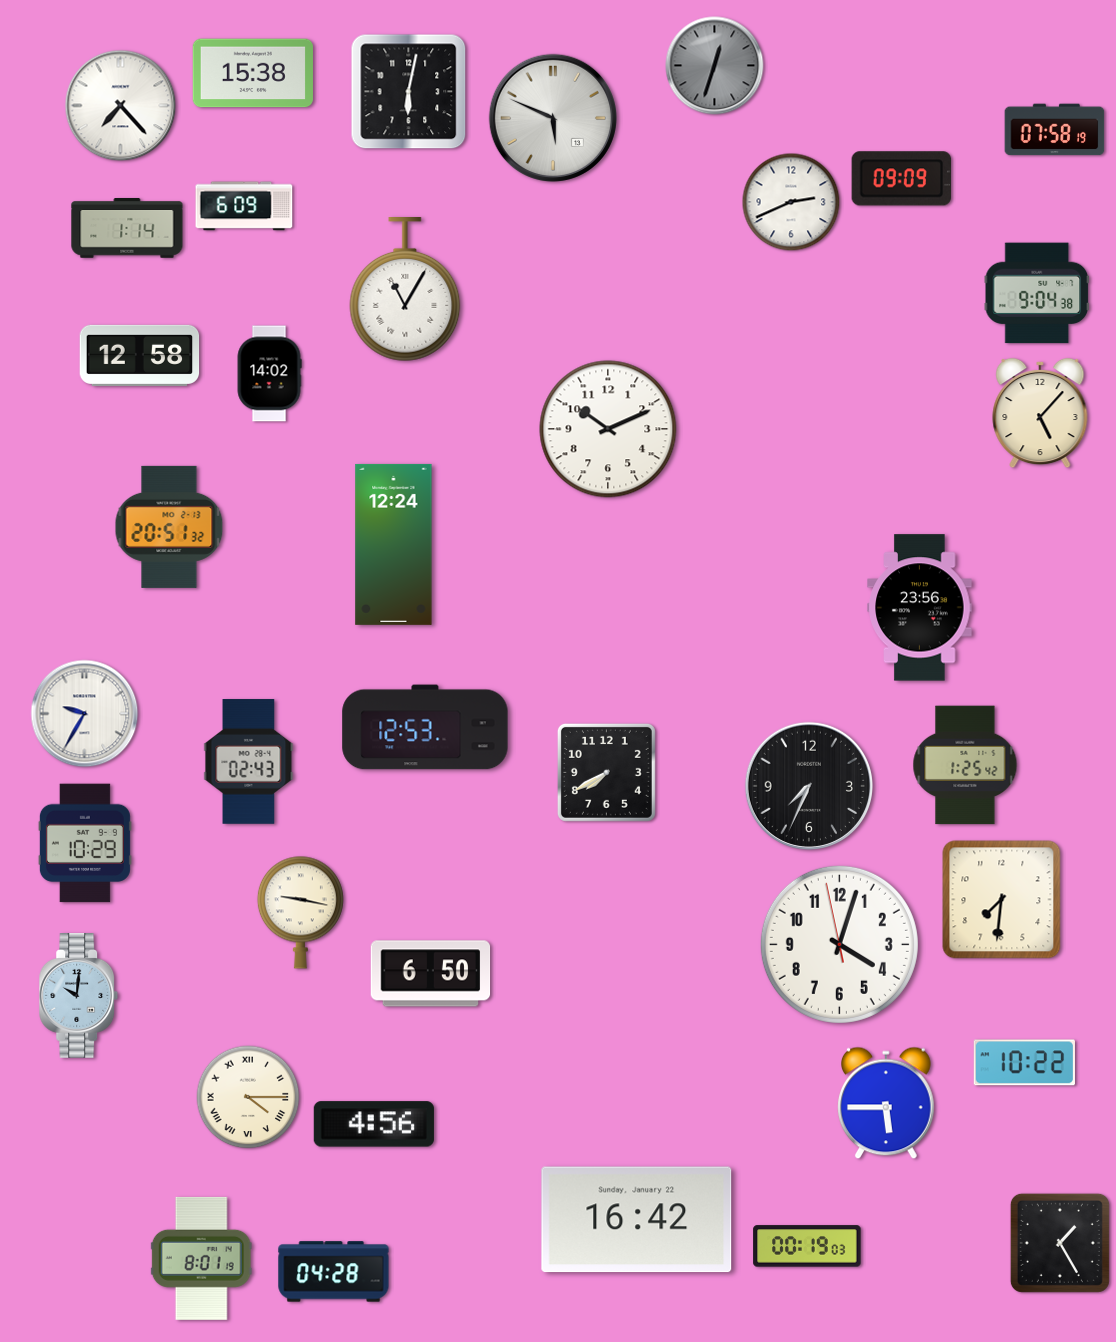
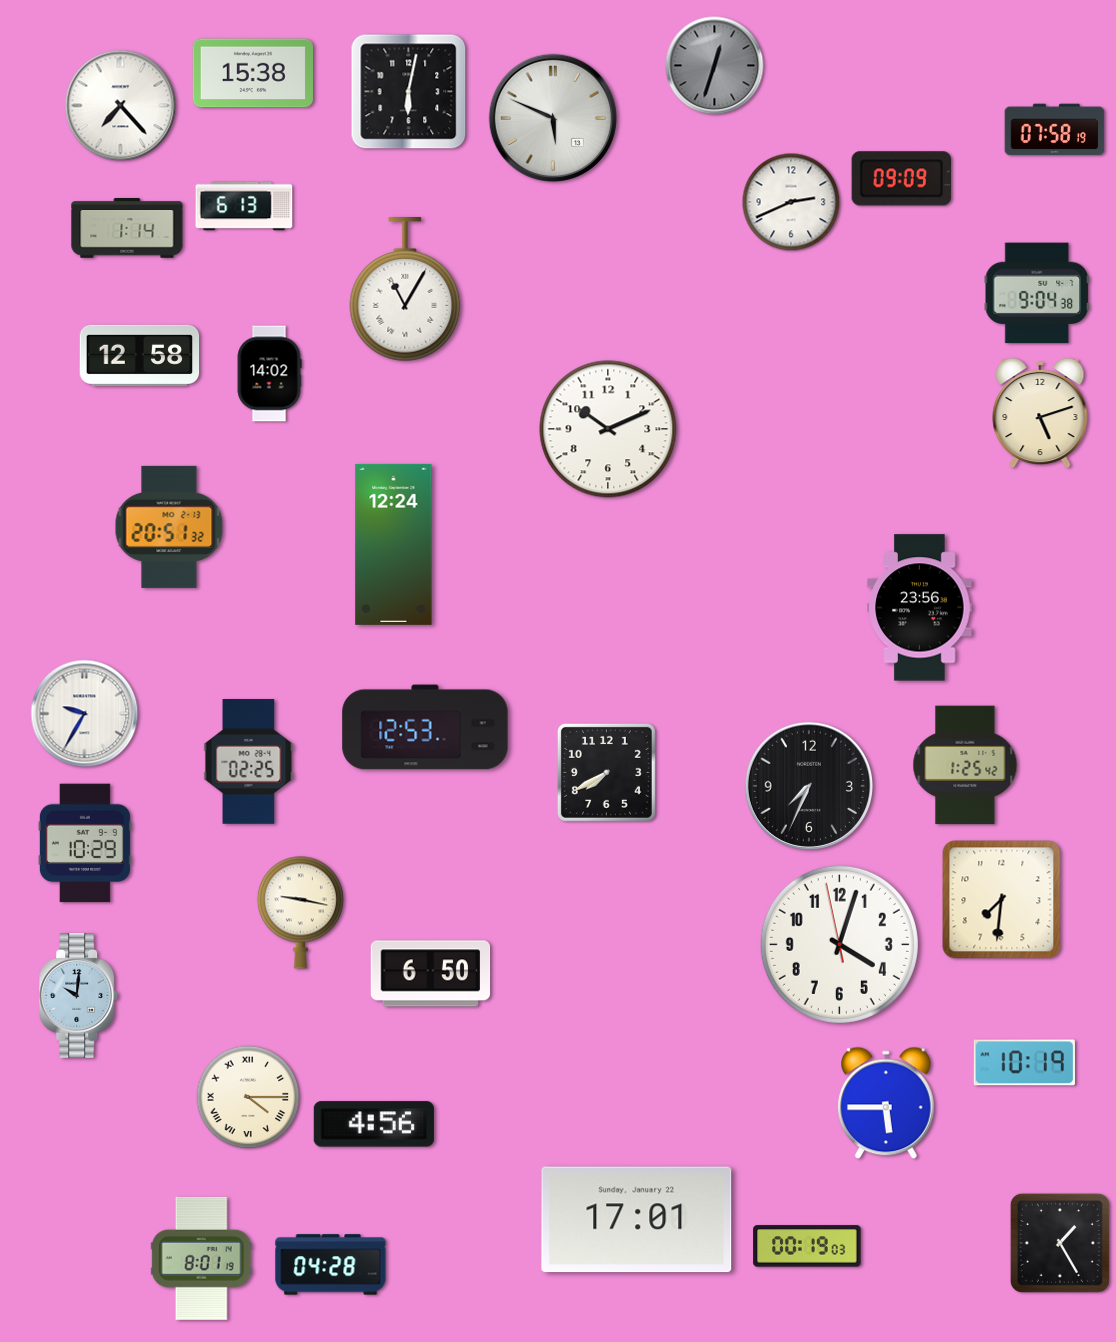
clock at (244, 206): 6:09 -> 6:13
clock at (1040, 413): 5:07 -> 5:12
clock at (249, 762): 02:43 -> 02:25
clock at (1024, 1063): 10:22 -> 10:19
clock at (637, 1220): 16:42 -> 17:01
clock at (334, 1272) position: (334, 1272) -> (331, 1265)
